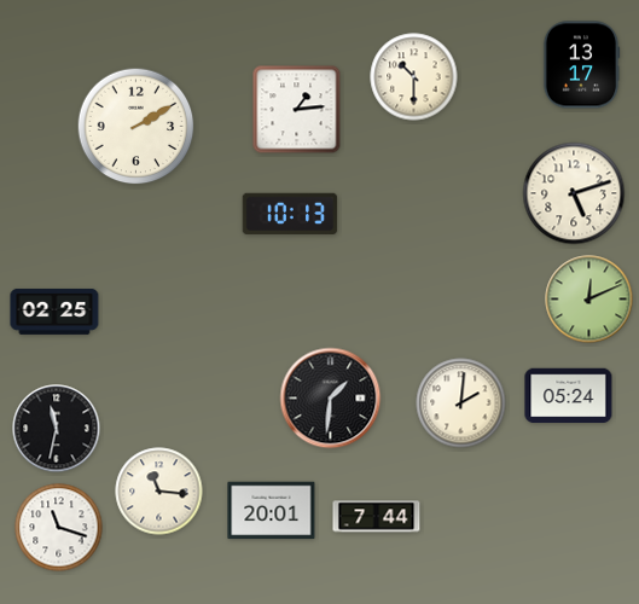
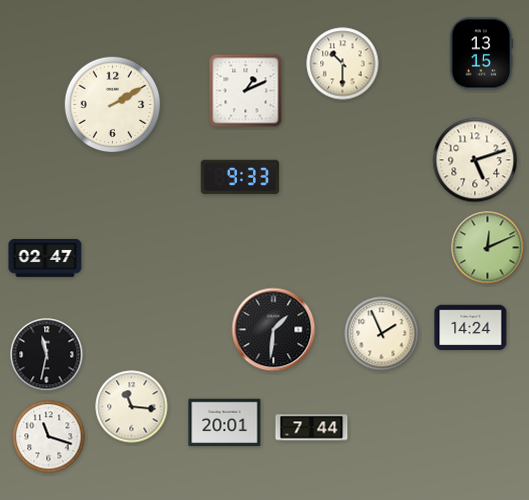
clock at (581, 65): 13:17 -> 13:15
clock at (297, 110): 1:14 -> 1:11
clock at (290, 214): 10:13 -> 9:33
clock at (54, 312): 02:25 -> 02:47
clock at (569, 396): 05:24 -> 14:24
clock at (461, 403): 2:01 -> 1:56
